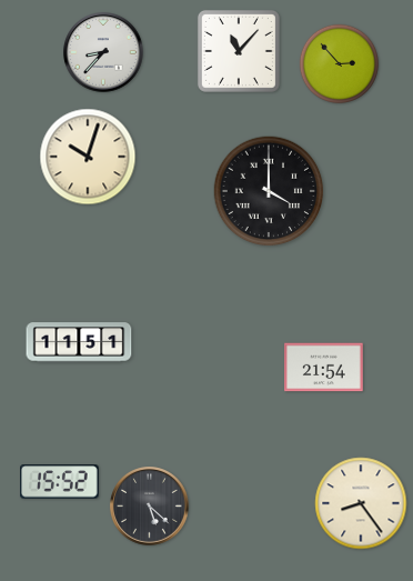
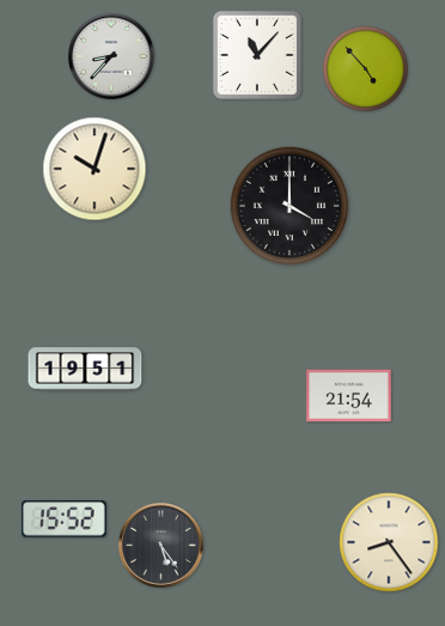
clock at (340, 64): 2:53 -> 4:53
clock at (79, 342): 11:51 -> 19:51
clock at (150, 507): 5:22 -> 5:24
